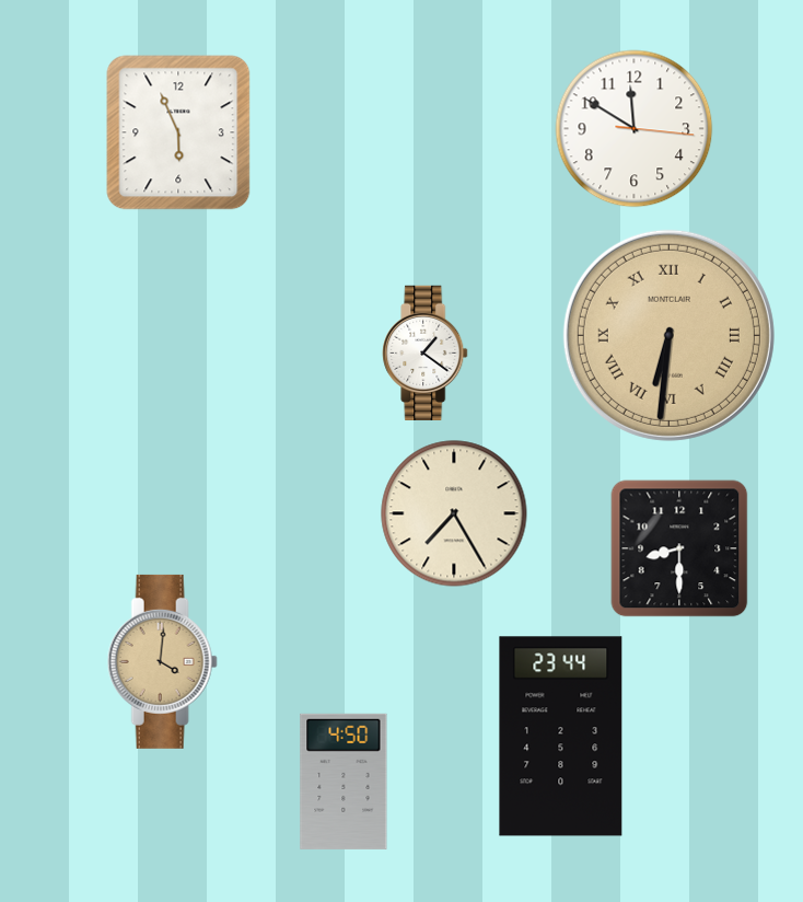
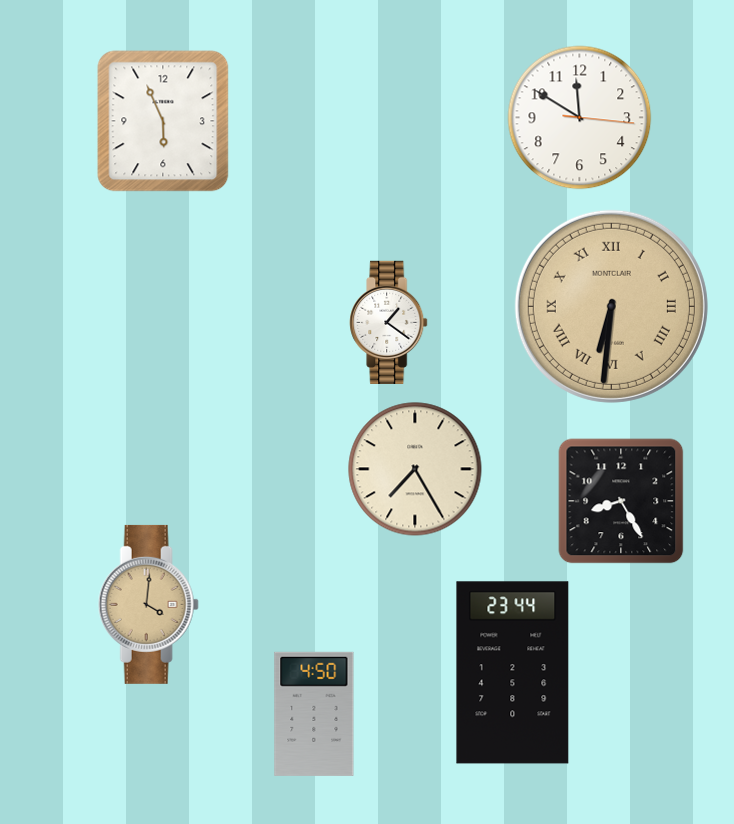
clock at (679, 548): 8:30 -> 8:25
